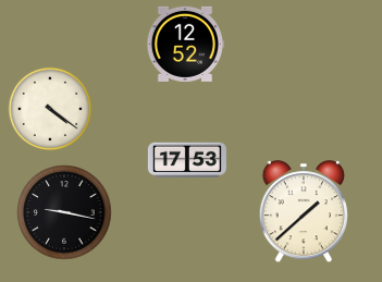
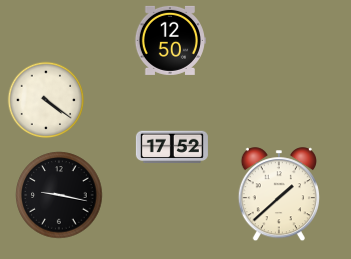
clock at (185, 44): 12:52 -> 12:50
clock at (187, 160): 17:53 -> 17:52
